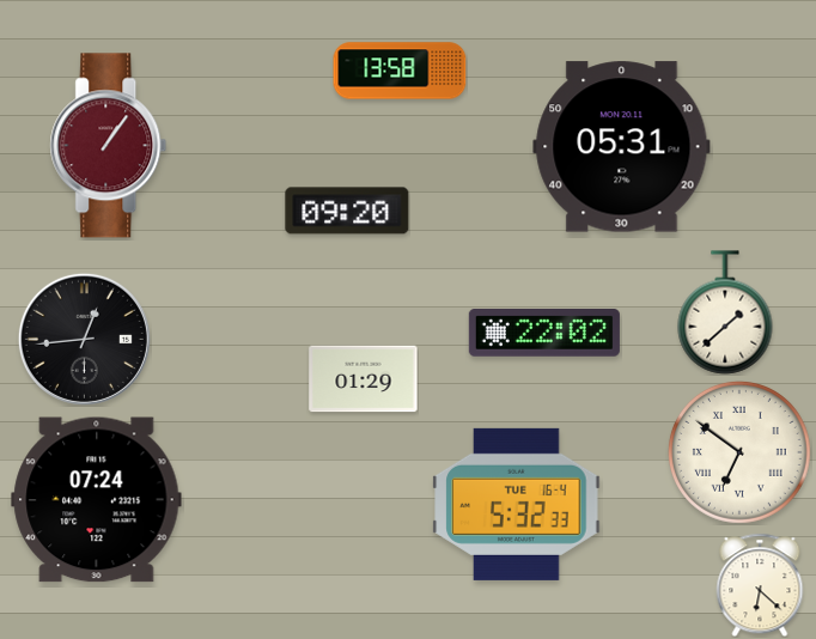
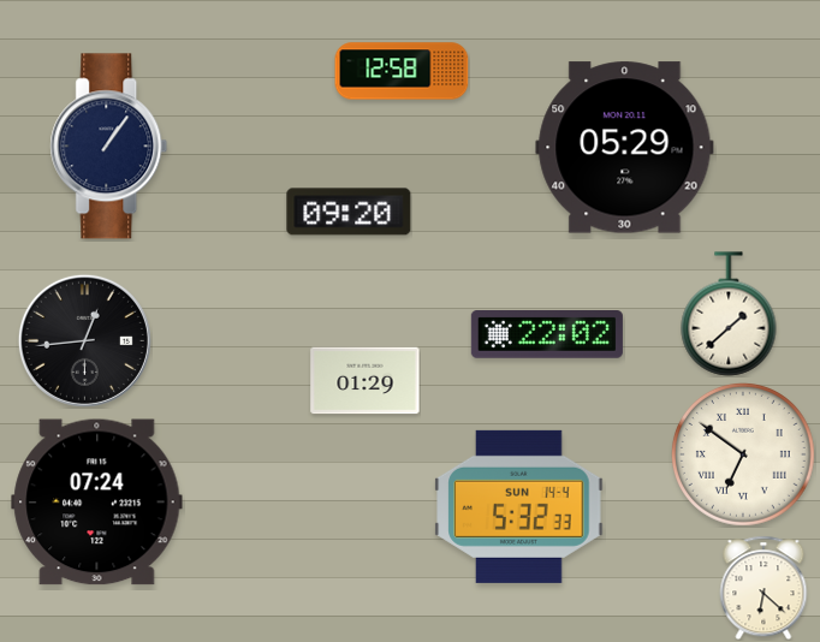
clock at (400, 71): 13:58 -> 12:58
clock at (109, 146) dial: burgundy -> navy
clock at (622, 147): 05:31 -> 05:29
clock at (517, 504) date: TUE 16-4 -> SUN 14-4
